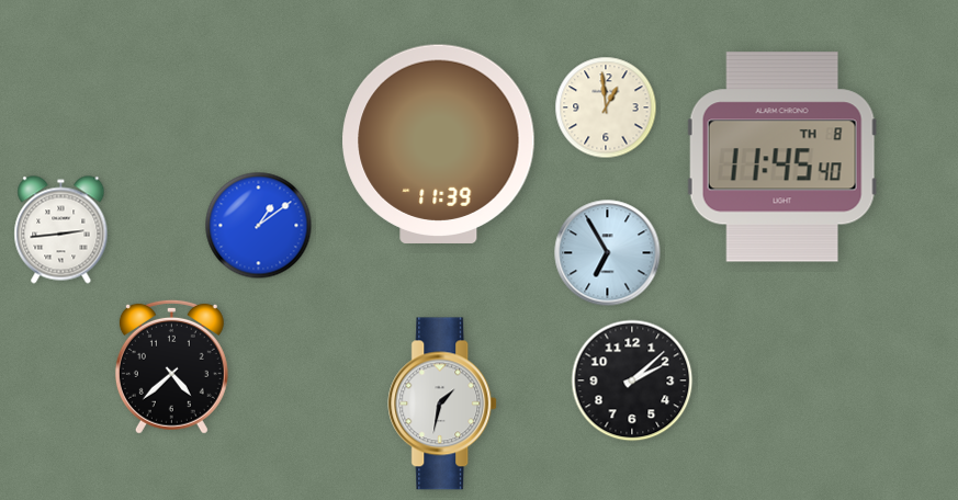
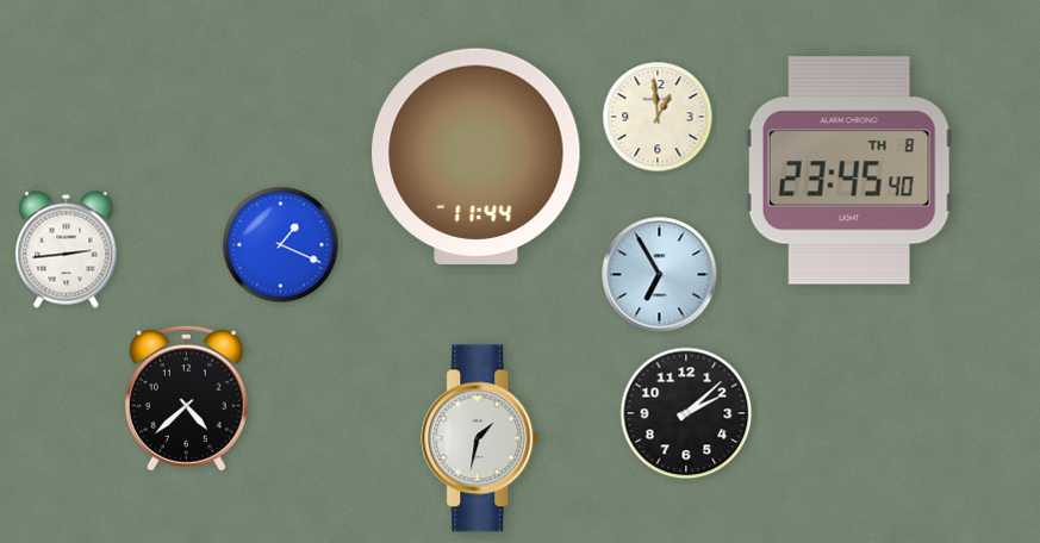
clock at (439, 144): 11:39 -> 11:44
clock at (782, 157): 11:45 -> 23:45
clock at (259, 226): 1:09 -> 1:19
